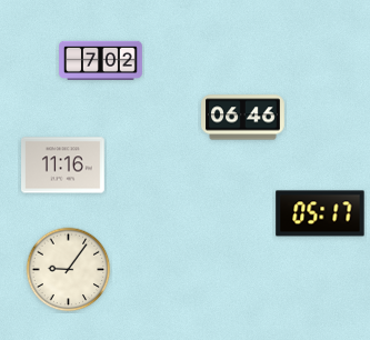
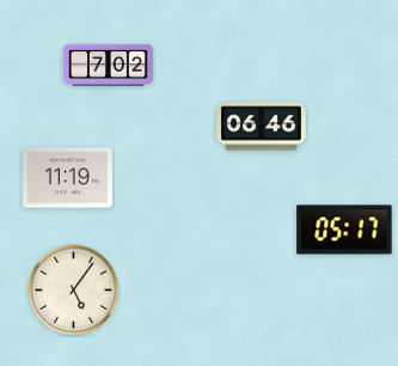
clock at (63, 166): 11:16 -> 11:19
clock at (69, 270): 9:06 -> 5:06
